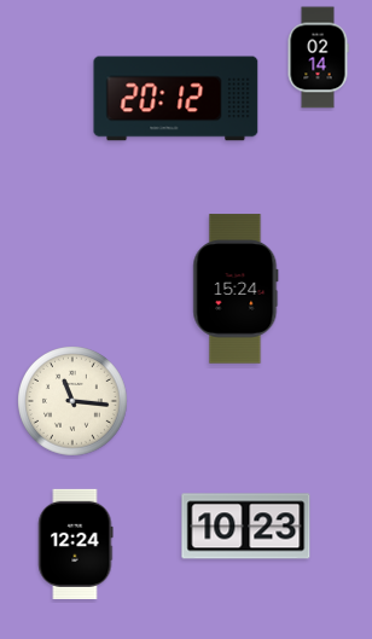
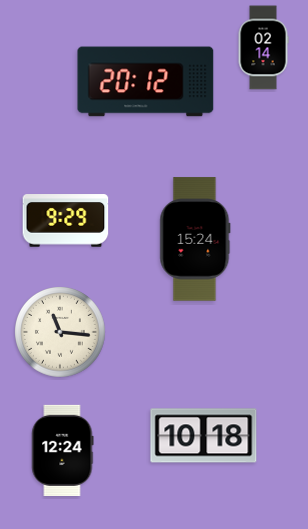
clock at (66, 221): none -> 9:29
clock at (246, 527): 10:23 -> 10:18
